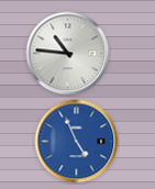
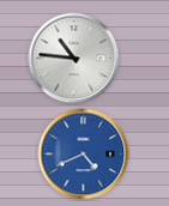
clock at (77, 142): 4:56 -> 4:41
